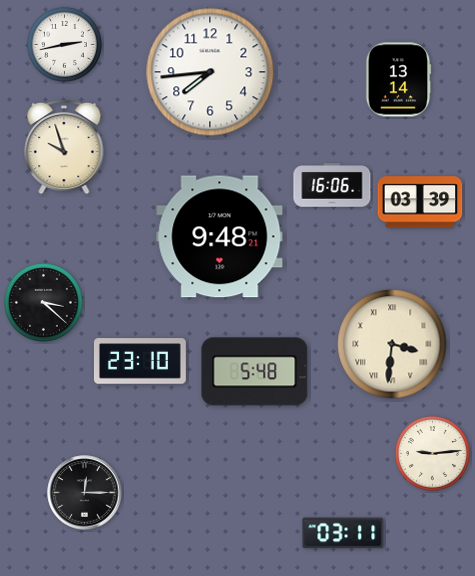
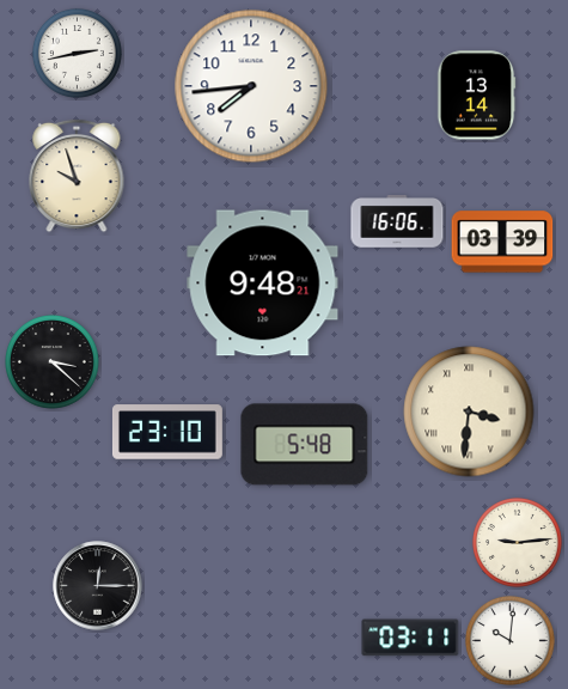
clock at (85, 493) position: (85, 493) -> (98, 586)
clock at (509, 641): none -> 10:01
